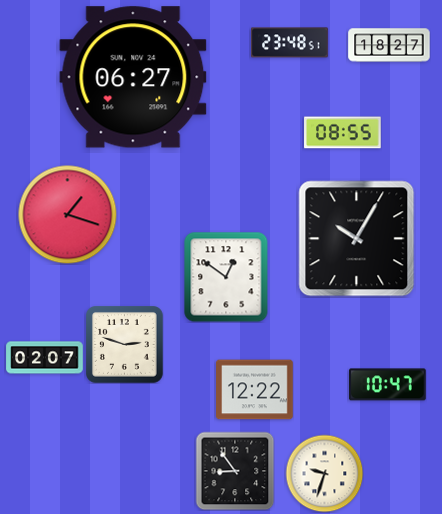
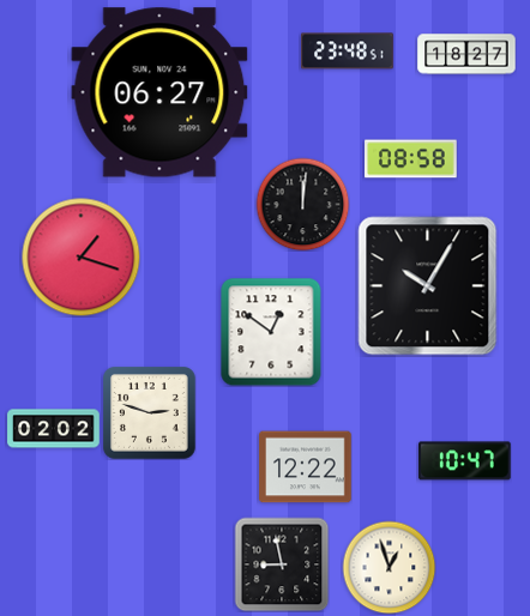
clock at (343, 133): 08:55 -> 08:58
clock at (302, 204): none -> 12:01
clock at (45, 358): 02:07 -> 02:02
clock at (235, 471): 8:54 -> 8:58
clock at (324, 473): 9:33 -> 12:57
